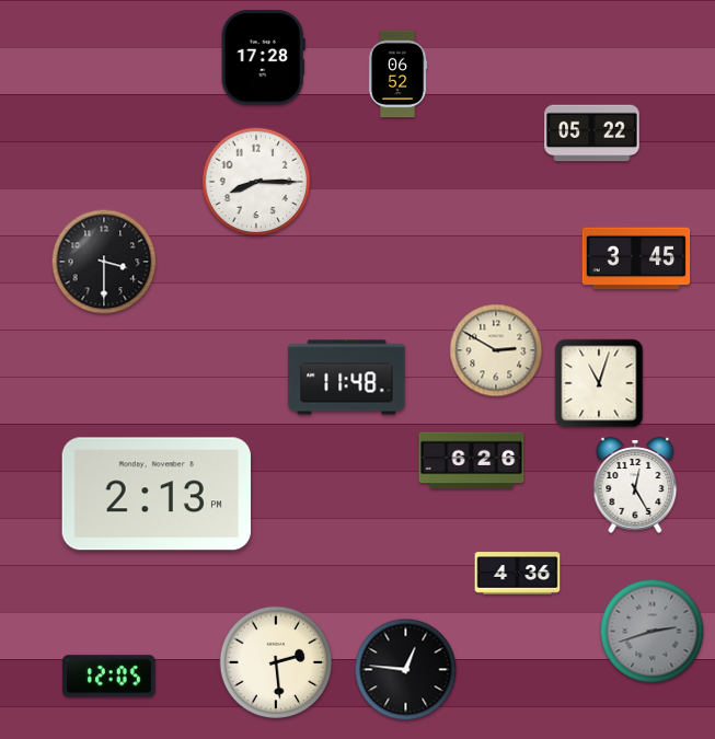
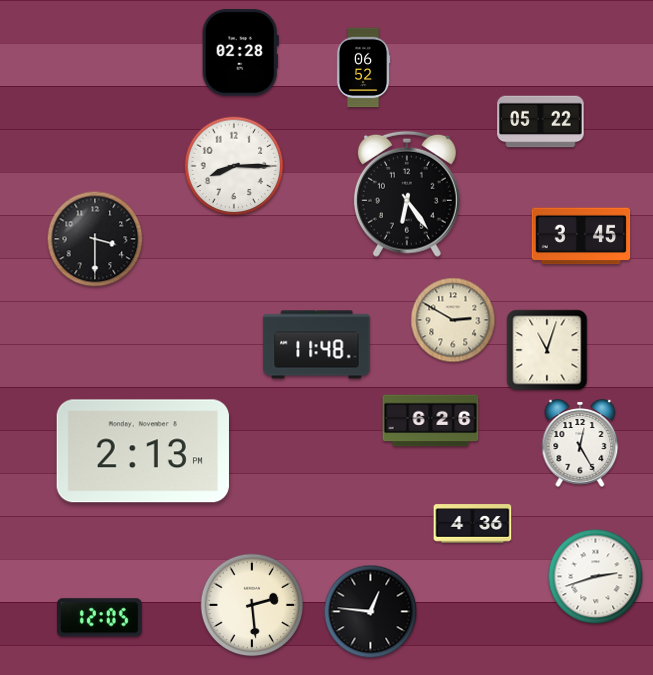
clock at (263, 58): 17:28 -> 02:28
clock at (407, 194): none -> 6:24
clock at (653, 632) dial: grey -> white
